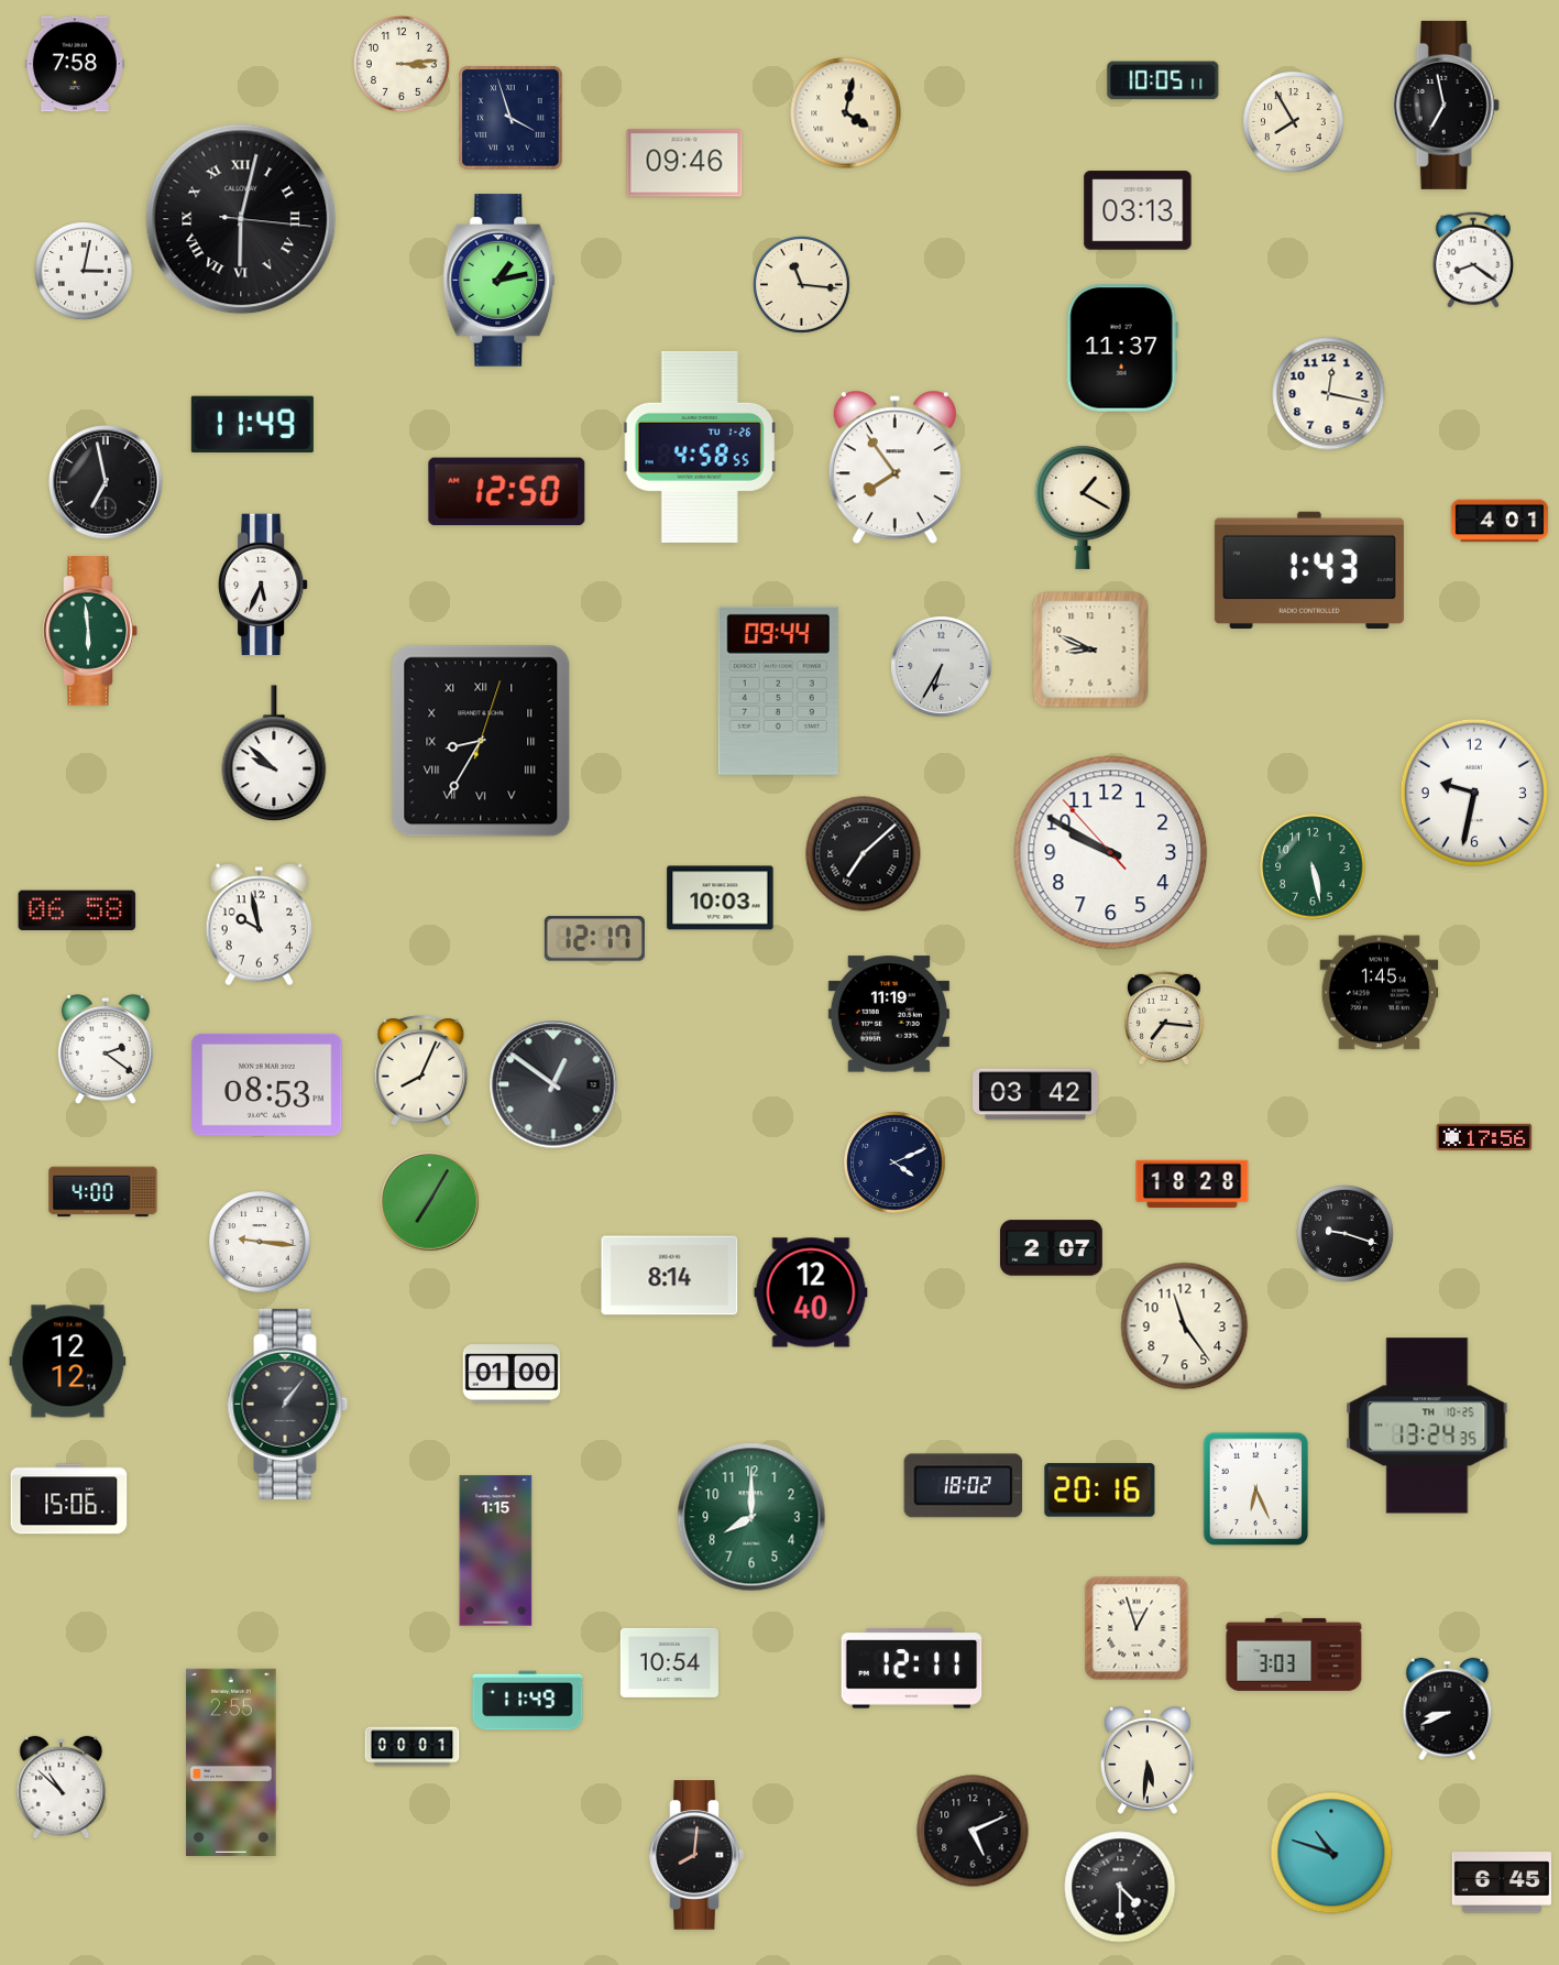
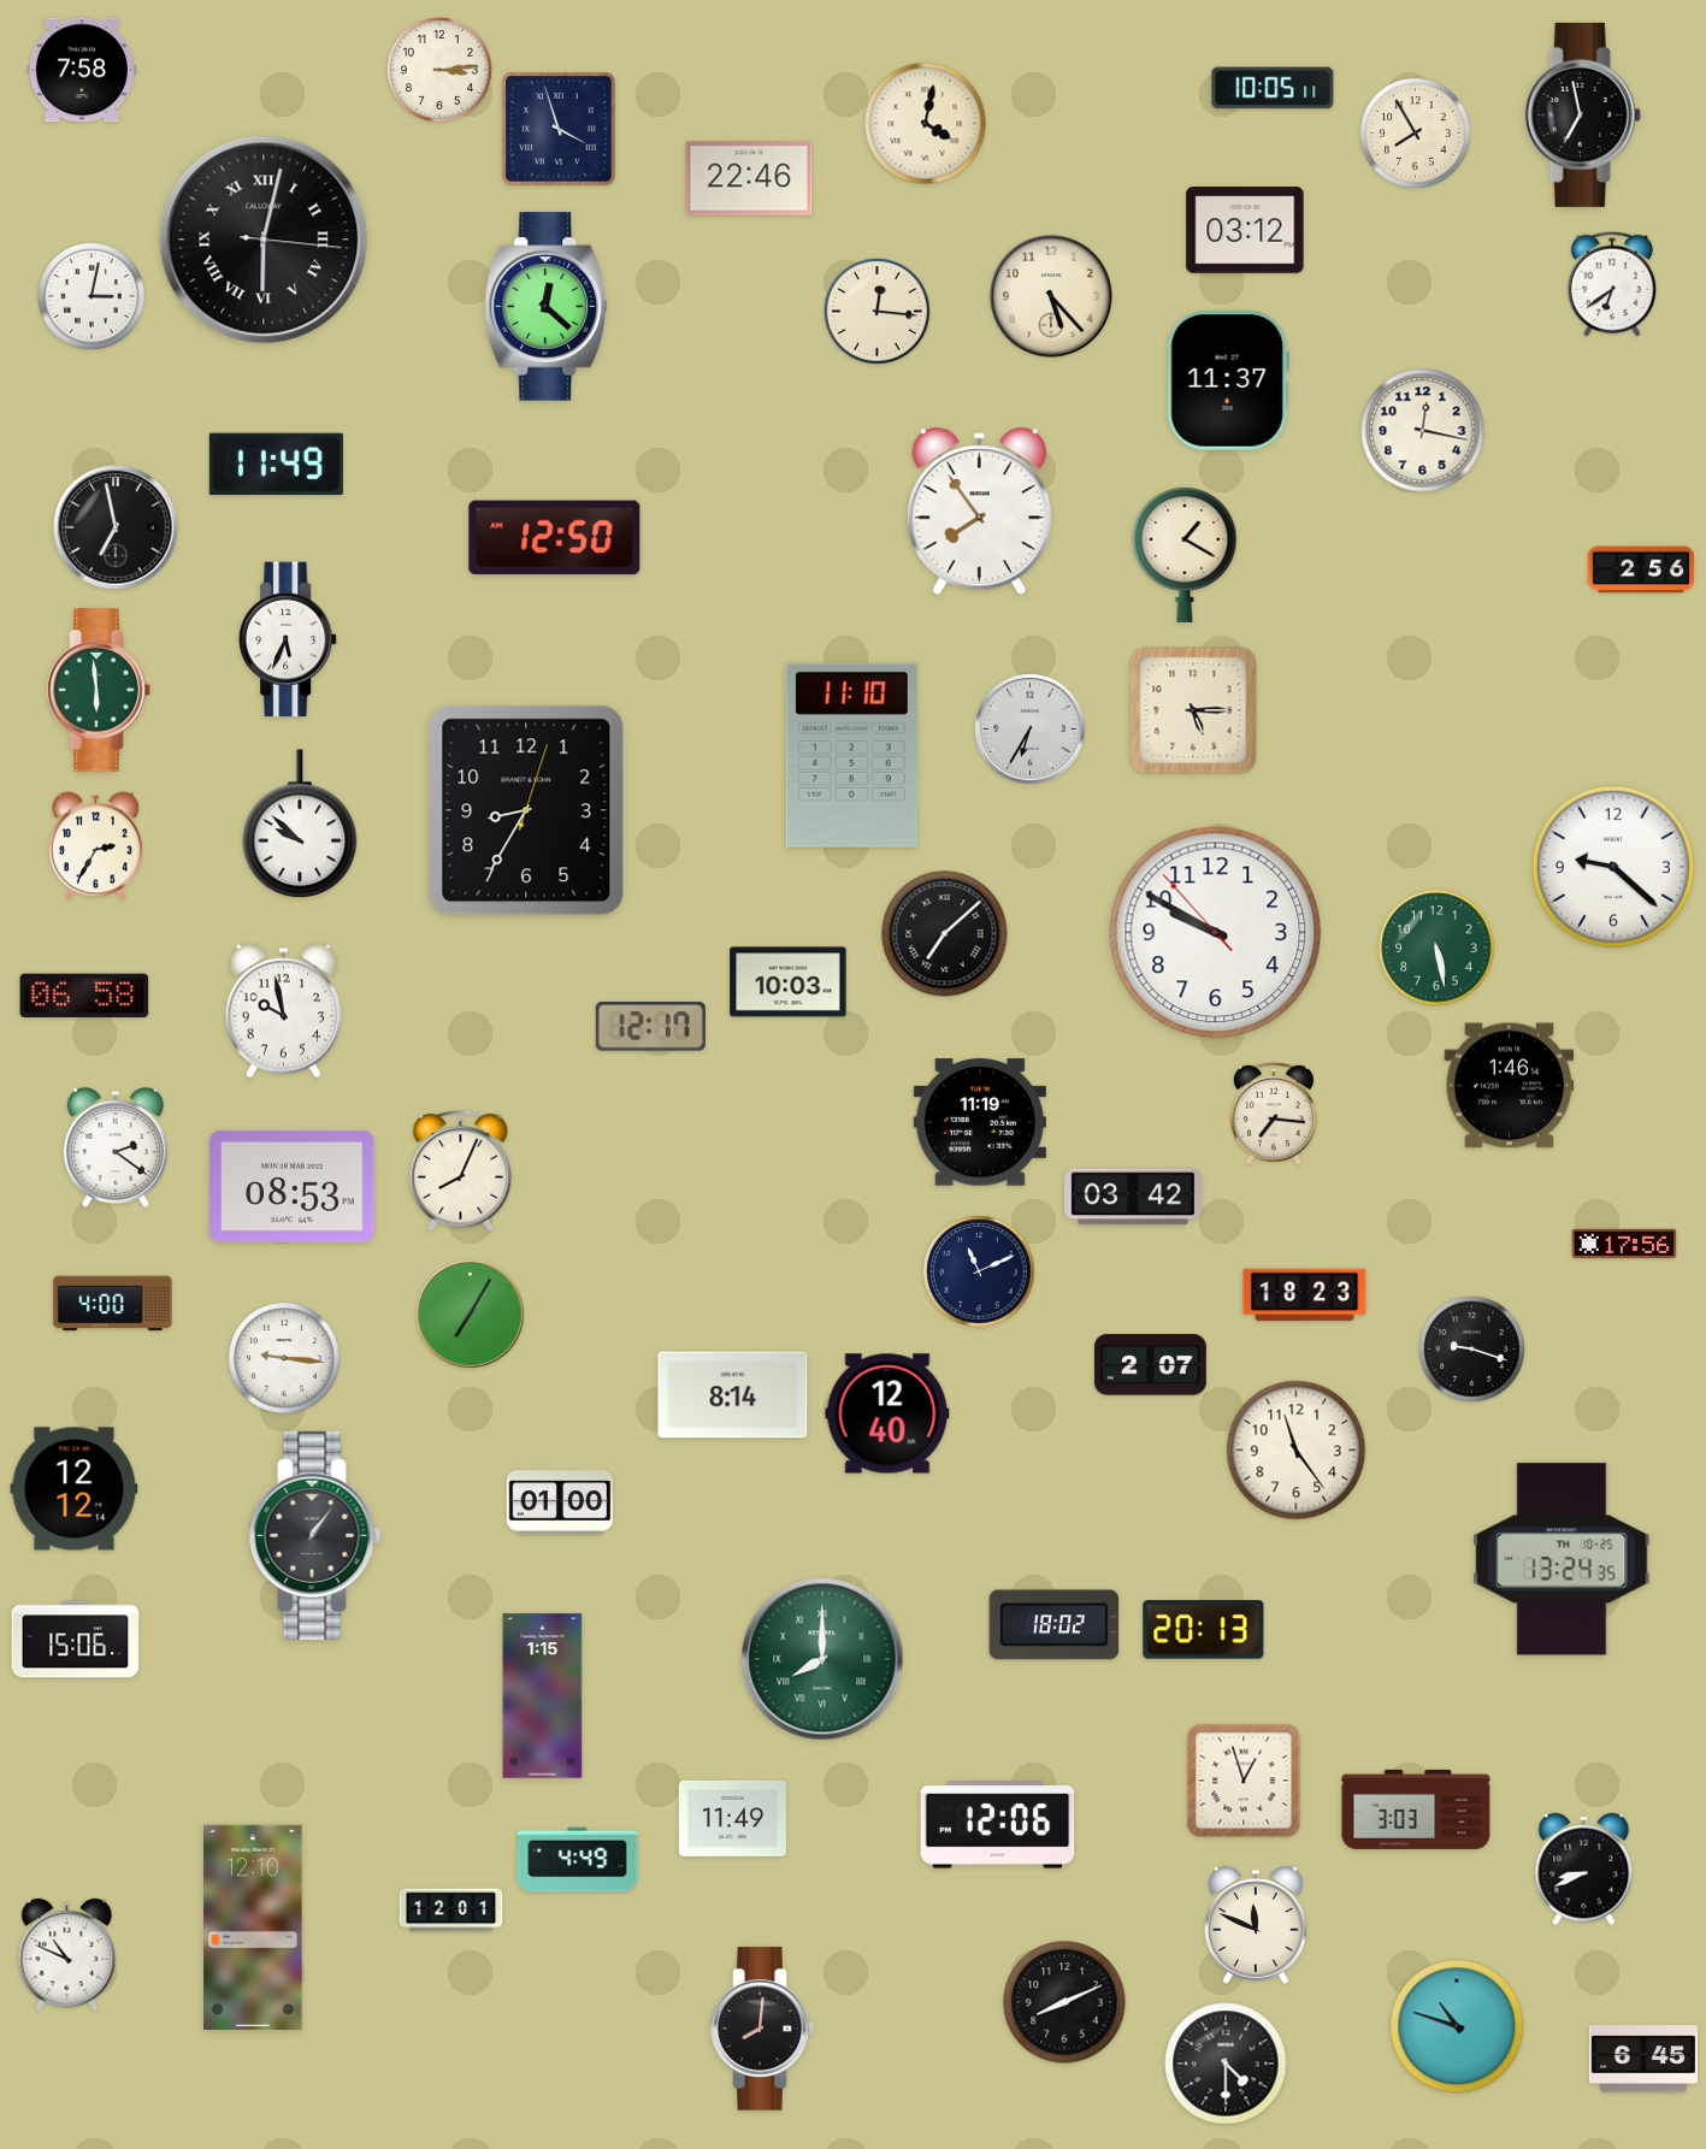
clock at (684, 163): 09:46 -> 22:46
clock at (1138, 210): 03:13 -> 03:12
clock at (1473, 260): 8:21 -> 6:39
clock at (1051, 296): none -> 5:23
clock at (499, 281): 1:13 -> 12:22
clock at (802, 285): 11:16 -> 12:16
clock at (1329, 394) position: (1329, 394) -> (1423, 431)
clock at (700, 447): 4:58 -> none
clock at (1500, 521): 4:01 -> 2:56
clock at (1309, 569): 1:43 -> none
clock at (1090, 649): 8:49 -> 5:15
clock at (778, 690): 09:44 -> 11:10
clock at (481, 741) numerals: Roman -> Arabic
clock at (95, 846): none -> 2:35
clock at (1474, 793): 9:32 -> 9:22
clock at (1380, 993): 1:45 -> 1:46
clock at (889, 1014) position: (889, 1014) -> (980, 1122)
clock at (553, 1084): 12:51 -> none
clock at (894, 1162): 4:11 -> 11:11
clock at (1193, 1185): 18:28 -> 18:23
clock at (1256, 1489): 6:26 -> none
clock at (1100, 1491): 20:16 -> 20:13
clock at (751, 1517) numerals: Arabic -> Roman
clock at (669, 1662): 10:54 -> 11:49
clock at (912, 1669): 12:11 -> 12:06
clock at (528, 1701): 11:49 -> 4:49
clock at (413, 1747): 00:01 -> 12:01
clock at (1148, 1760): 5:31 -> 11:49
clock at (231, 1762): 2:55 -> 12:10
clock at (62, 1788): 10:52 -> 10:49
clock at (973, 1831): 5:11 -> 8:11
